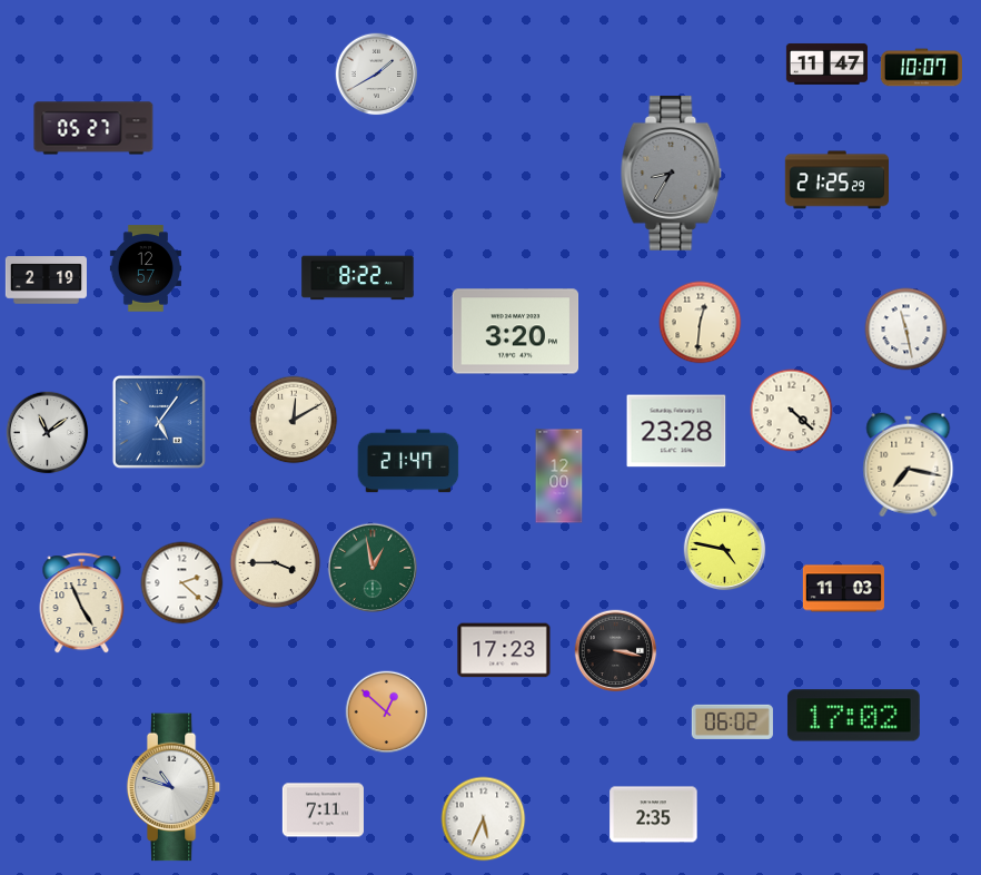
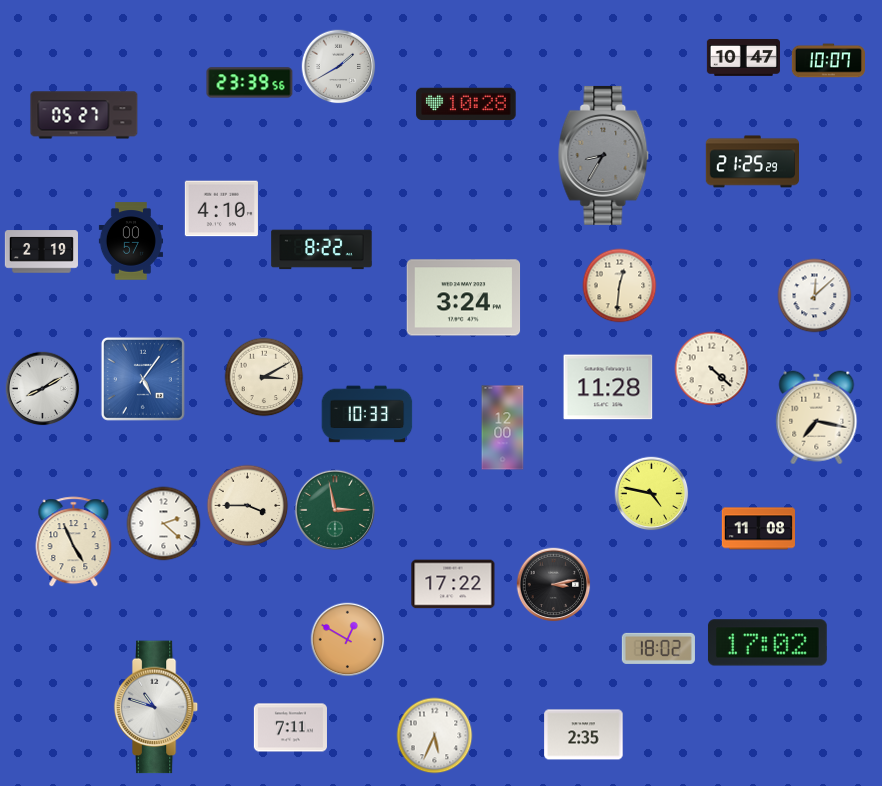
clock at (826, 63): 11:47 -> 10:47
clock at (250, 83): none -> 23:39
clock at (466, 104): none -> 10:28
clock at (221, 209): none -> 4:10
clock at (145, 268): 12:57 -> 00:57
clock at (701, 323) position: (701, 323) -> (620, 286)
clock at (906, 330): 11:28 -> 12:08
clock at (516, 332): 3:20 -> 3:24
clock at (294, 420): 12:10 -> 3:10
clock at (676, 431): 23:28 -> 11:28
clock at (48, 433): 11:09 -> 8:10
clock at (408, 461): 21:47 -> 10:33
clock at (373, 568): 12:58 -> 2:58
clock at (843, 589): 11:03 -> 11:08
clock at (504, 650): 17:23 -> 17:22
clock at (616, 651): 3:17 -> 3:13
clock at (387, 712): 12:52 -> 12:50
clock at (732, 721): 06:02 -> 18:02
clock at (654, 815) position: (654, 815) -> (584, 735)
